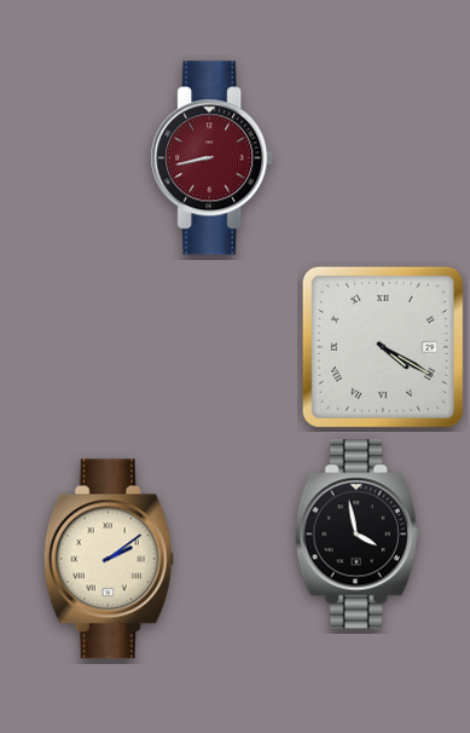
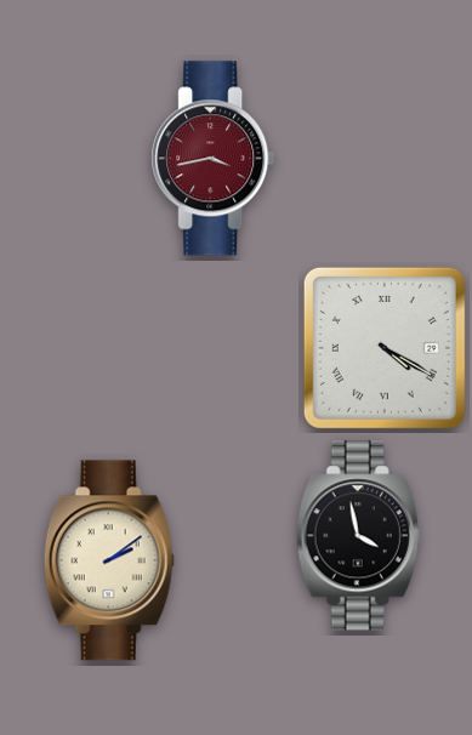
clock at (213, 158): 8:43 -> 3:43
